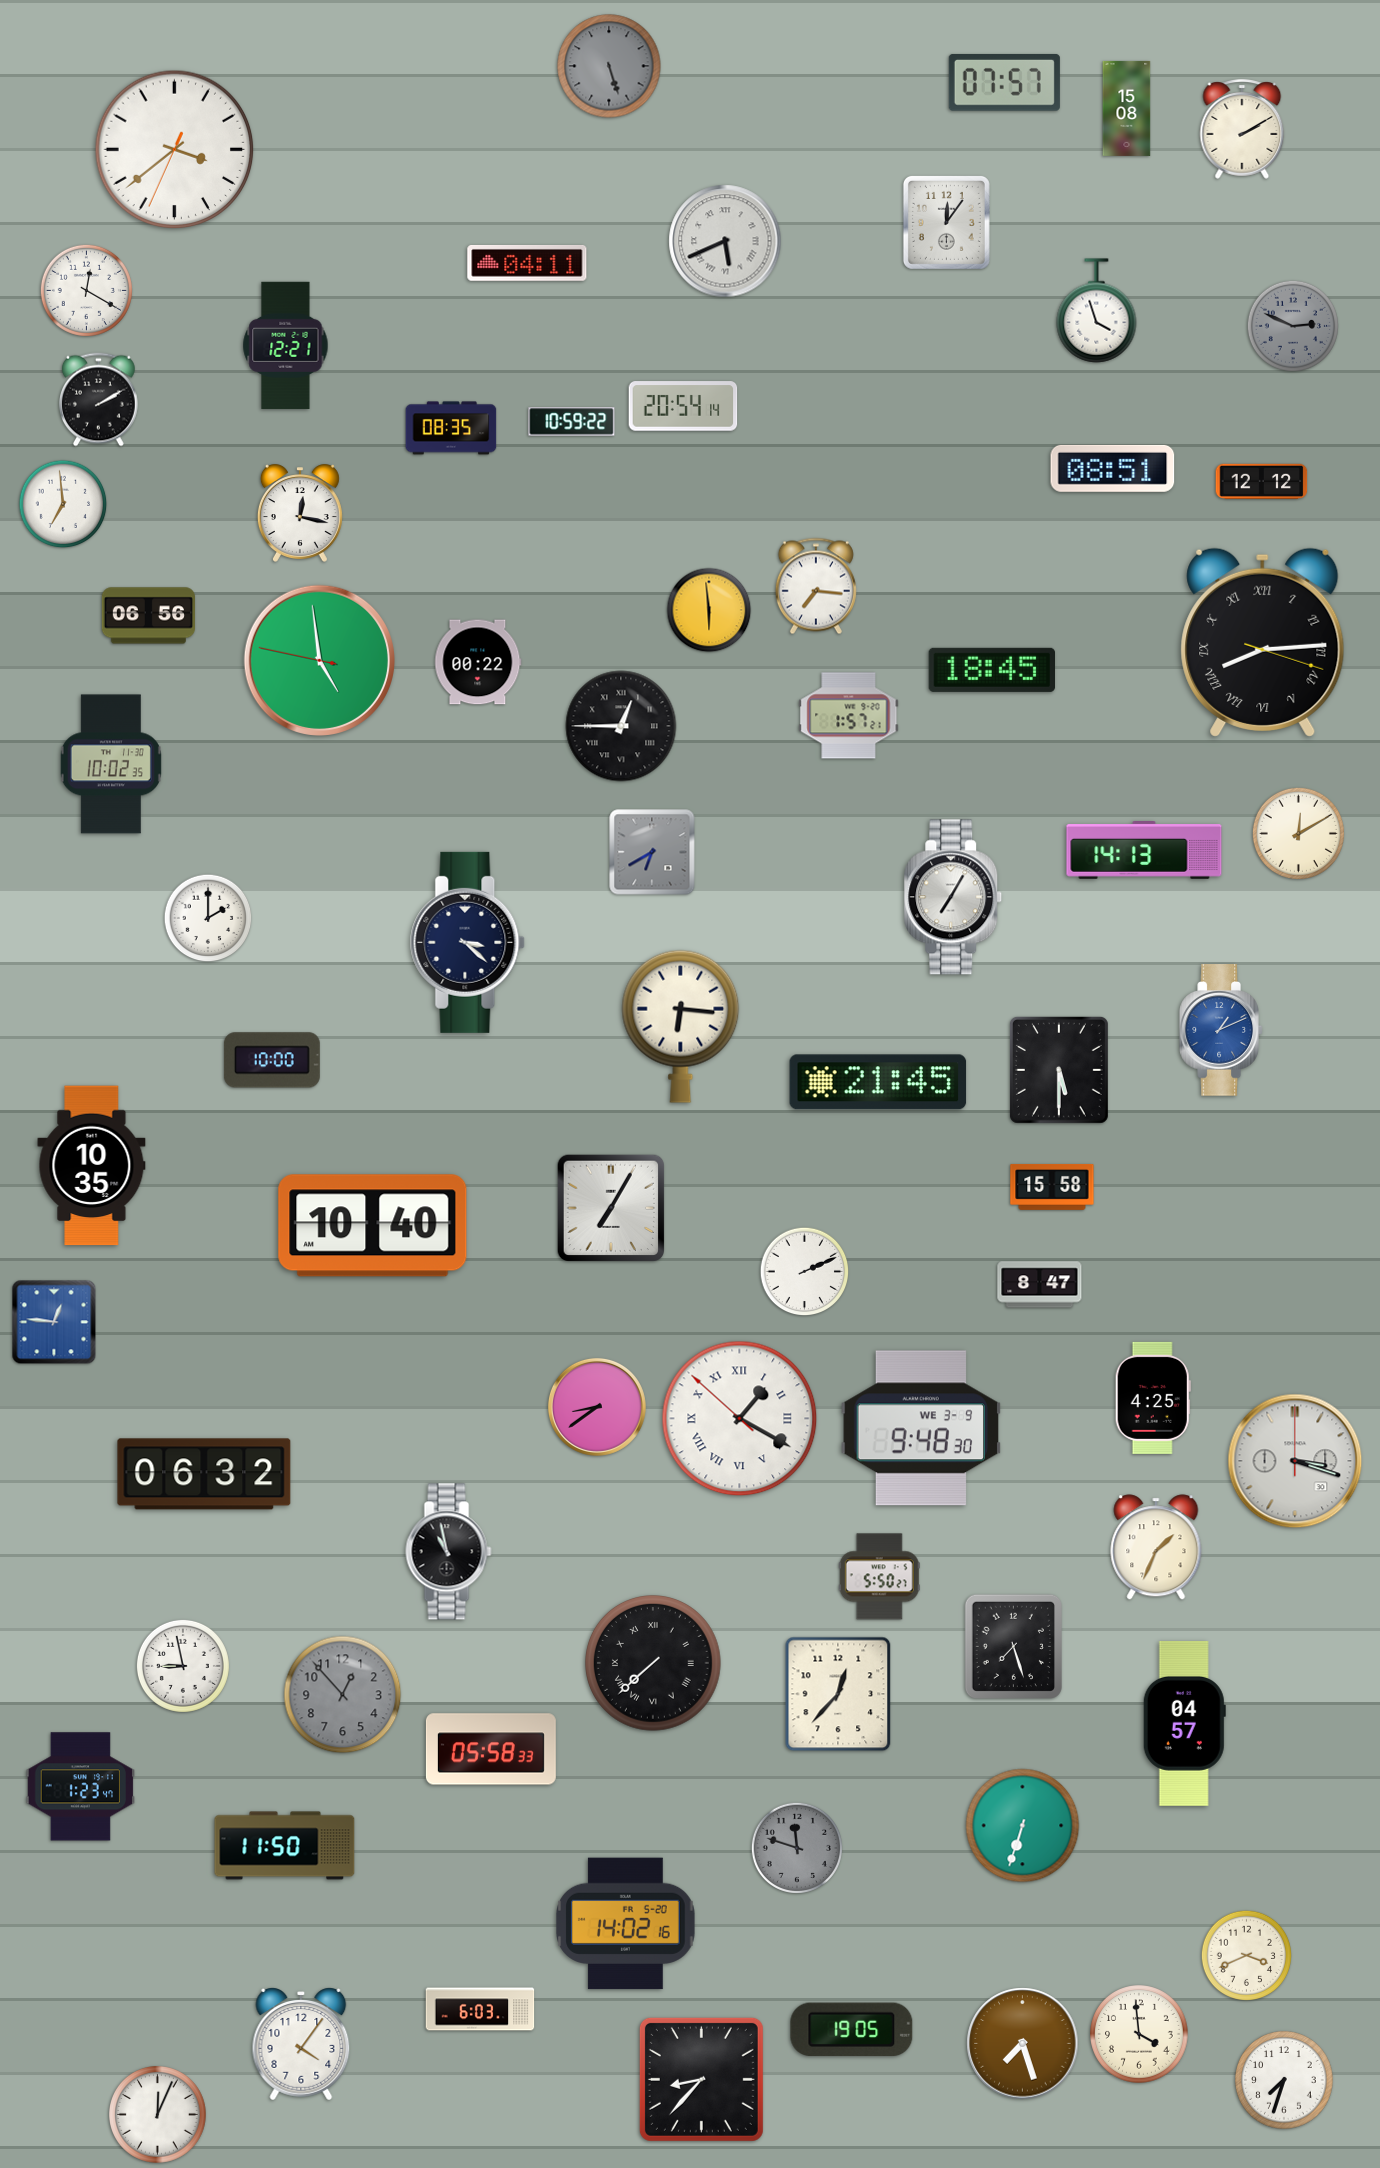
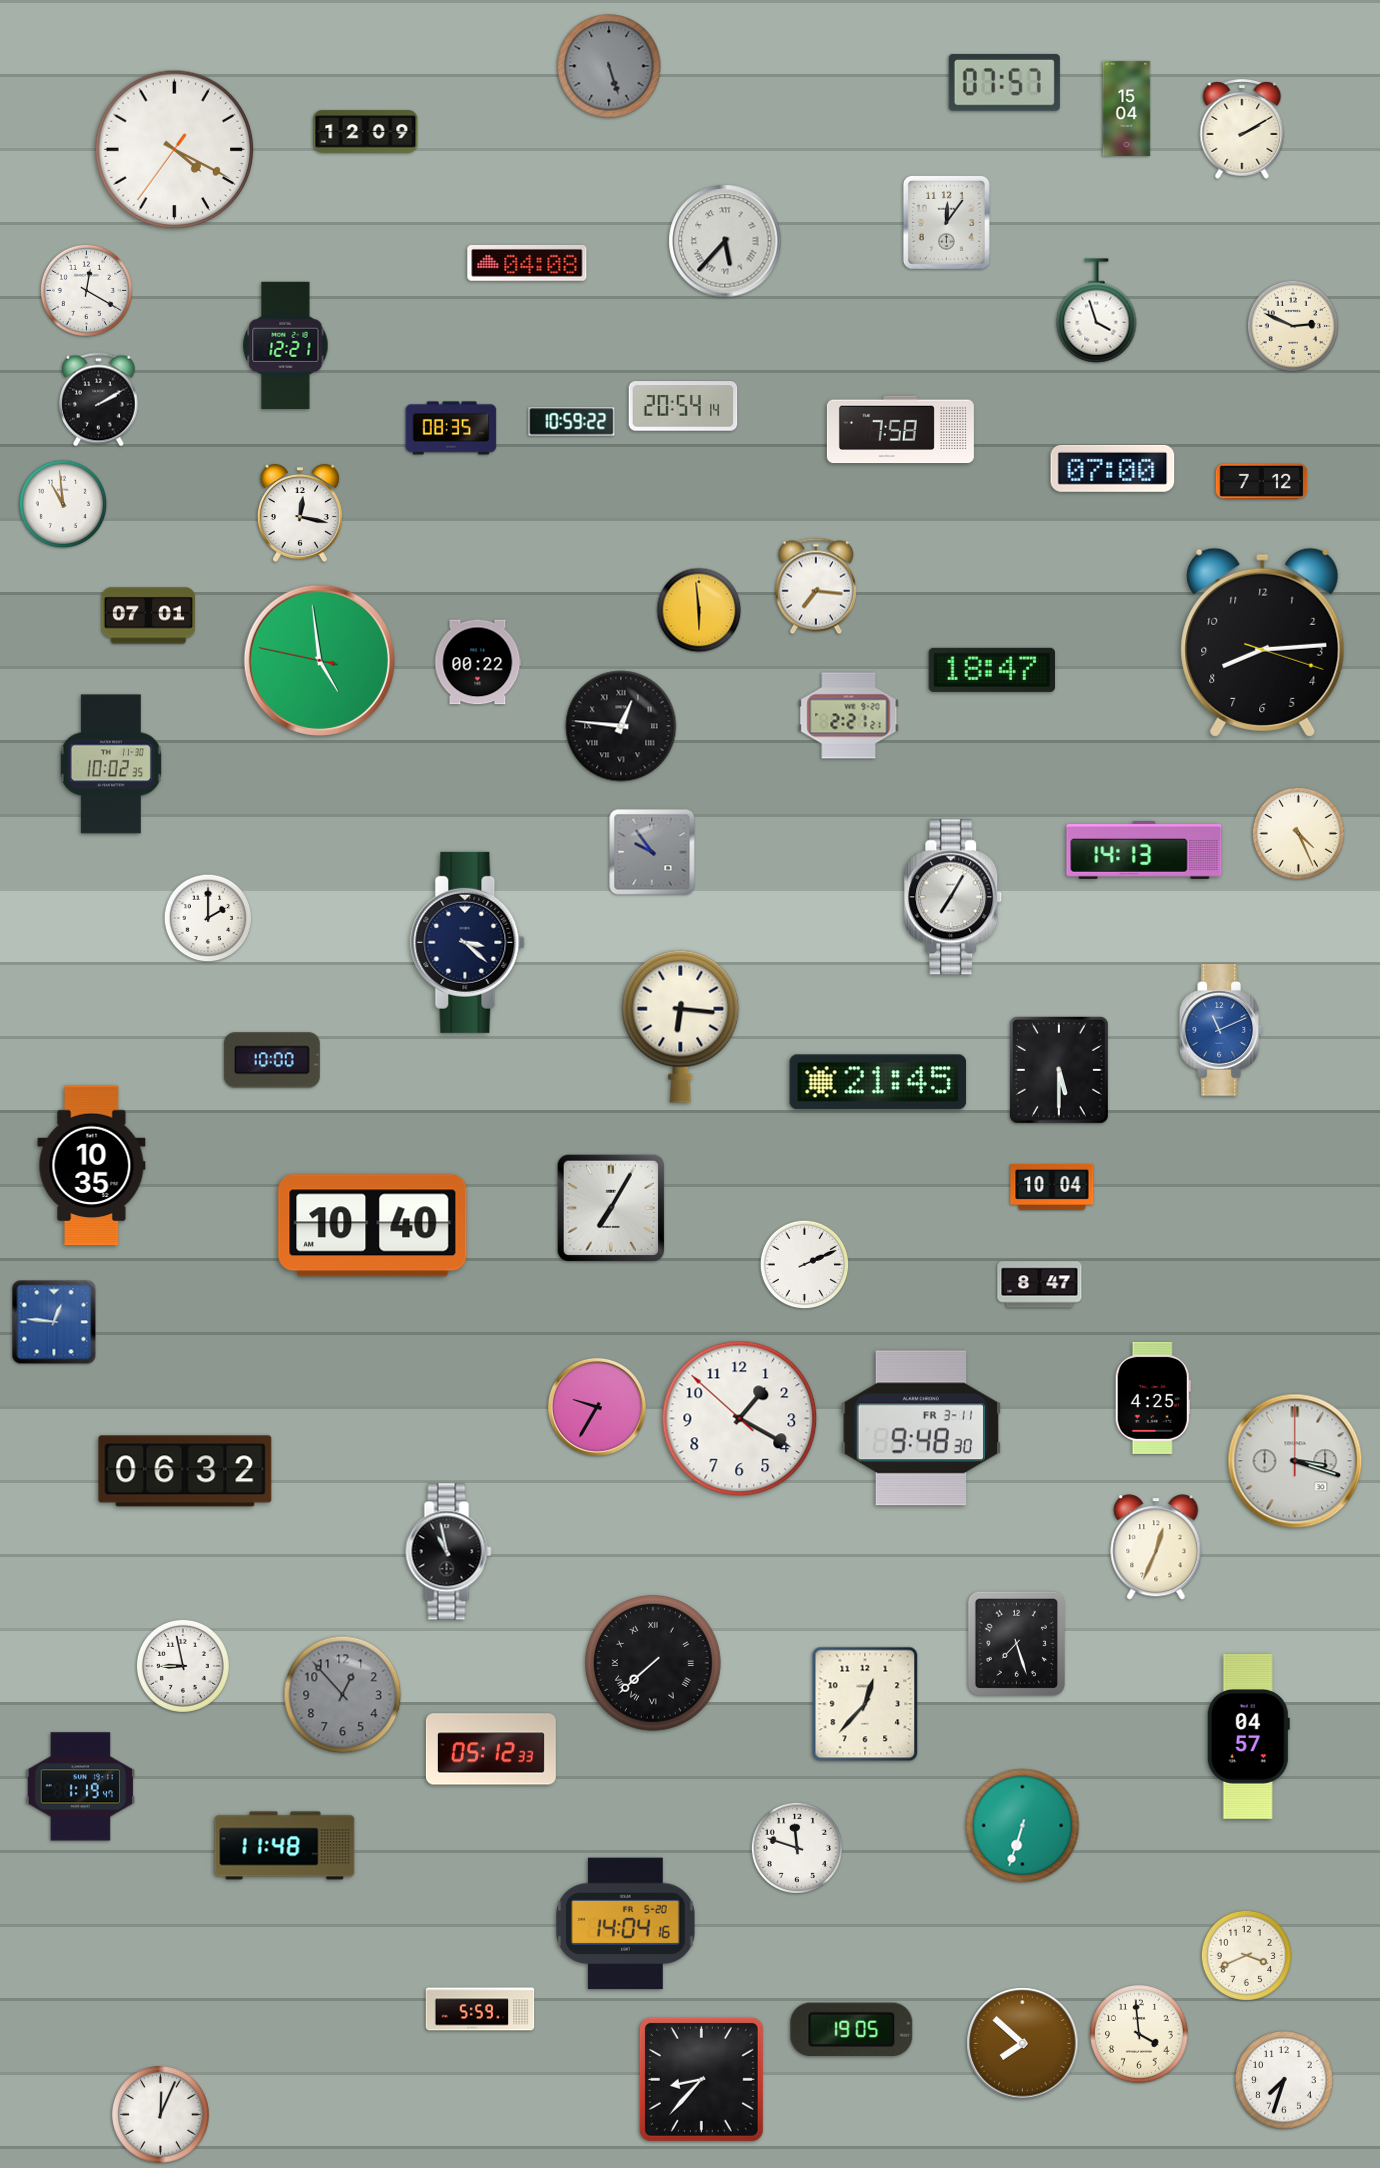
clock at (1127, 108): 15:08 -> 15:04
clock at (366, 132): none -> 12:09
clock at (175, 150): 3:38 -> 4:19
clock at (725, 241): 5:41 -> 5:37
clock at (527, 263): 04:11 -> 04:08
clock at (1293, 326) dial: grey -> cream
clock at (900, 430): none -> 7:58
clock at (1113, 468): 08:51 -> 07:00
clock at (1262, 481): 12:12 -> 7:12
clock at (63, 504): 6:59 -> 10:59
clock at (709, 610) position: (709, 610) -> (699, 610)
clock at (148, 616): 06:56 -> 07:01
clock at (1263, 642) numerals: Roman -> Arabic
clock at (991, 670): 18:45 -> 18:47
clock at (849, 716): 1:57 -> 2:21
clock at (621, 726): 12:45 -> 12:46
clock at (1298, 833): 12:10 -> 4:26
clock at (652, 852): 6:40 -> 9:54
clock at (1221, 1030): 1:11 -> 11:11
clock at (1052, 1187): 15:58 -> 10:04
clock at (805, 1272) position: (805, 1272) -> (805, 1265)
clock at (597, 1407): 8:39 -> 9:35
clock at (740, 1419) numerals: Roman -> Arabic
clock at (920, 1428) date: WE 3-9 -> FR 3-11
clock at (204, 1474) position: (204, 1474) -> (185, 1471)
clock at (1156, 1547): 1:34 -> 12:34
clock at (879, 1577): 5:50 -> none
clock at (1013, 1646) position: (1013, 1646) -> (1016, 1643)
clock at (838, 1694) position: (838, 1694) -> (865, 1704)
clock at (1184, 1723) position: (1184, 1723) -> (1248, 1736)
clock at (491, 1749): 05:58 -> 05:12
clock at (81, 1787): 1:23 -> 1:19
clock at (285, 1846): 11:50 -> 11:48
clock at (797, 1848) dial: grey -> white
clock at (626, 1924): 14:02 -> 14:04
clock at (480, 2009): 6:03 -> 5:59
clock at (301, 2044): 4:06 -> none
clock at (1023, 2044): 7:27 -> 7:52
clock at (158, 2115) position: (158, 2115) -> (161, 2115)
